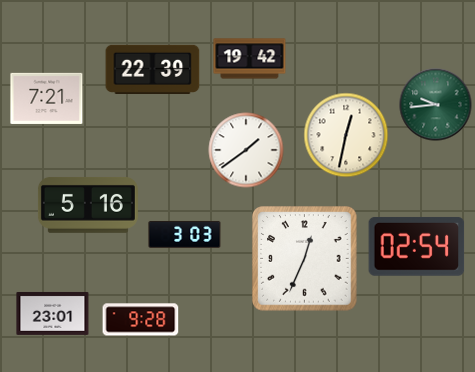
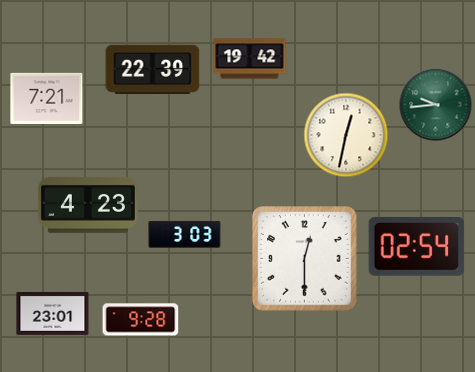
clock at (246, 150): 1:39 -> none
clock at (88, 205): 5:16 -> 4:23
clock at (305, 259): 12:34 -> 12:30
